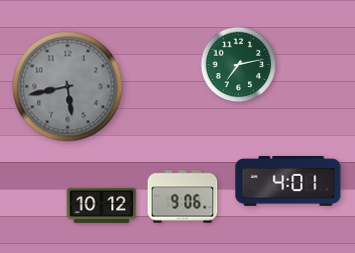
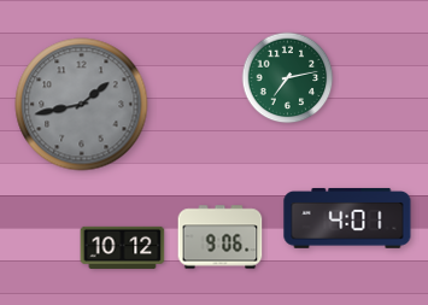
clock at (68, 87): 5:43 -> 1:43
